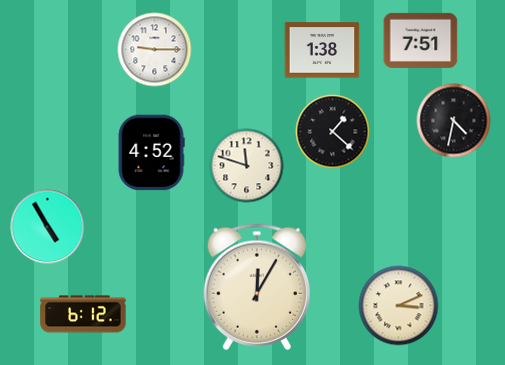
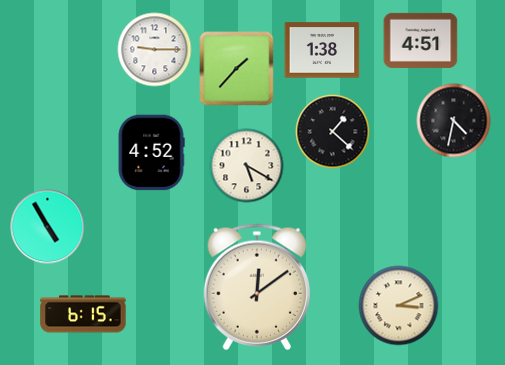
clock at (421, 40): 7:51 -> 4:51
clock at (237, 69): none -> 1:37
clock at (247, 166): 11:48 -> 5:20
clock at (256, 287): 12:05 -> 12:09
clock at (83, 314): 6:12 -> 6:15
